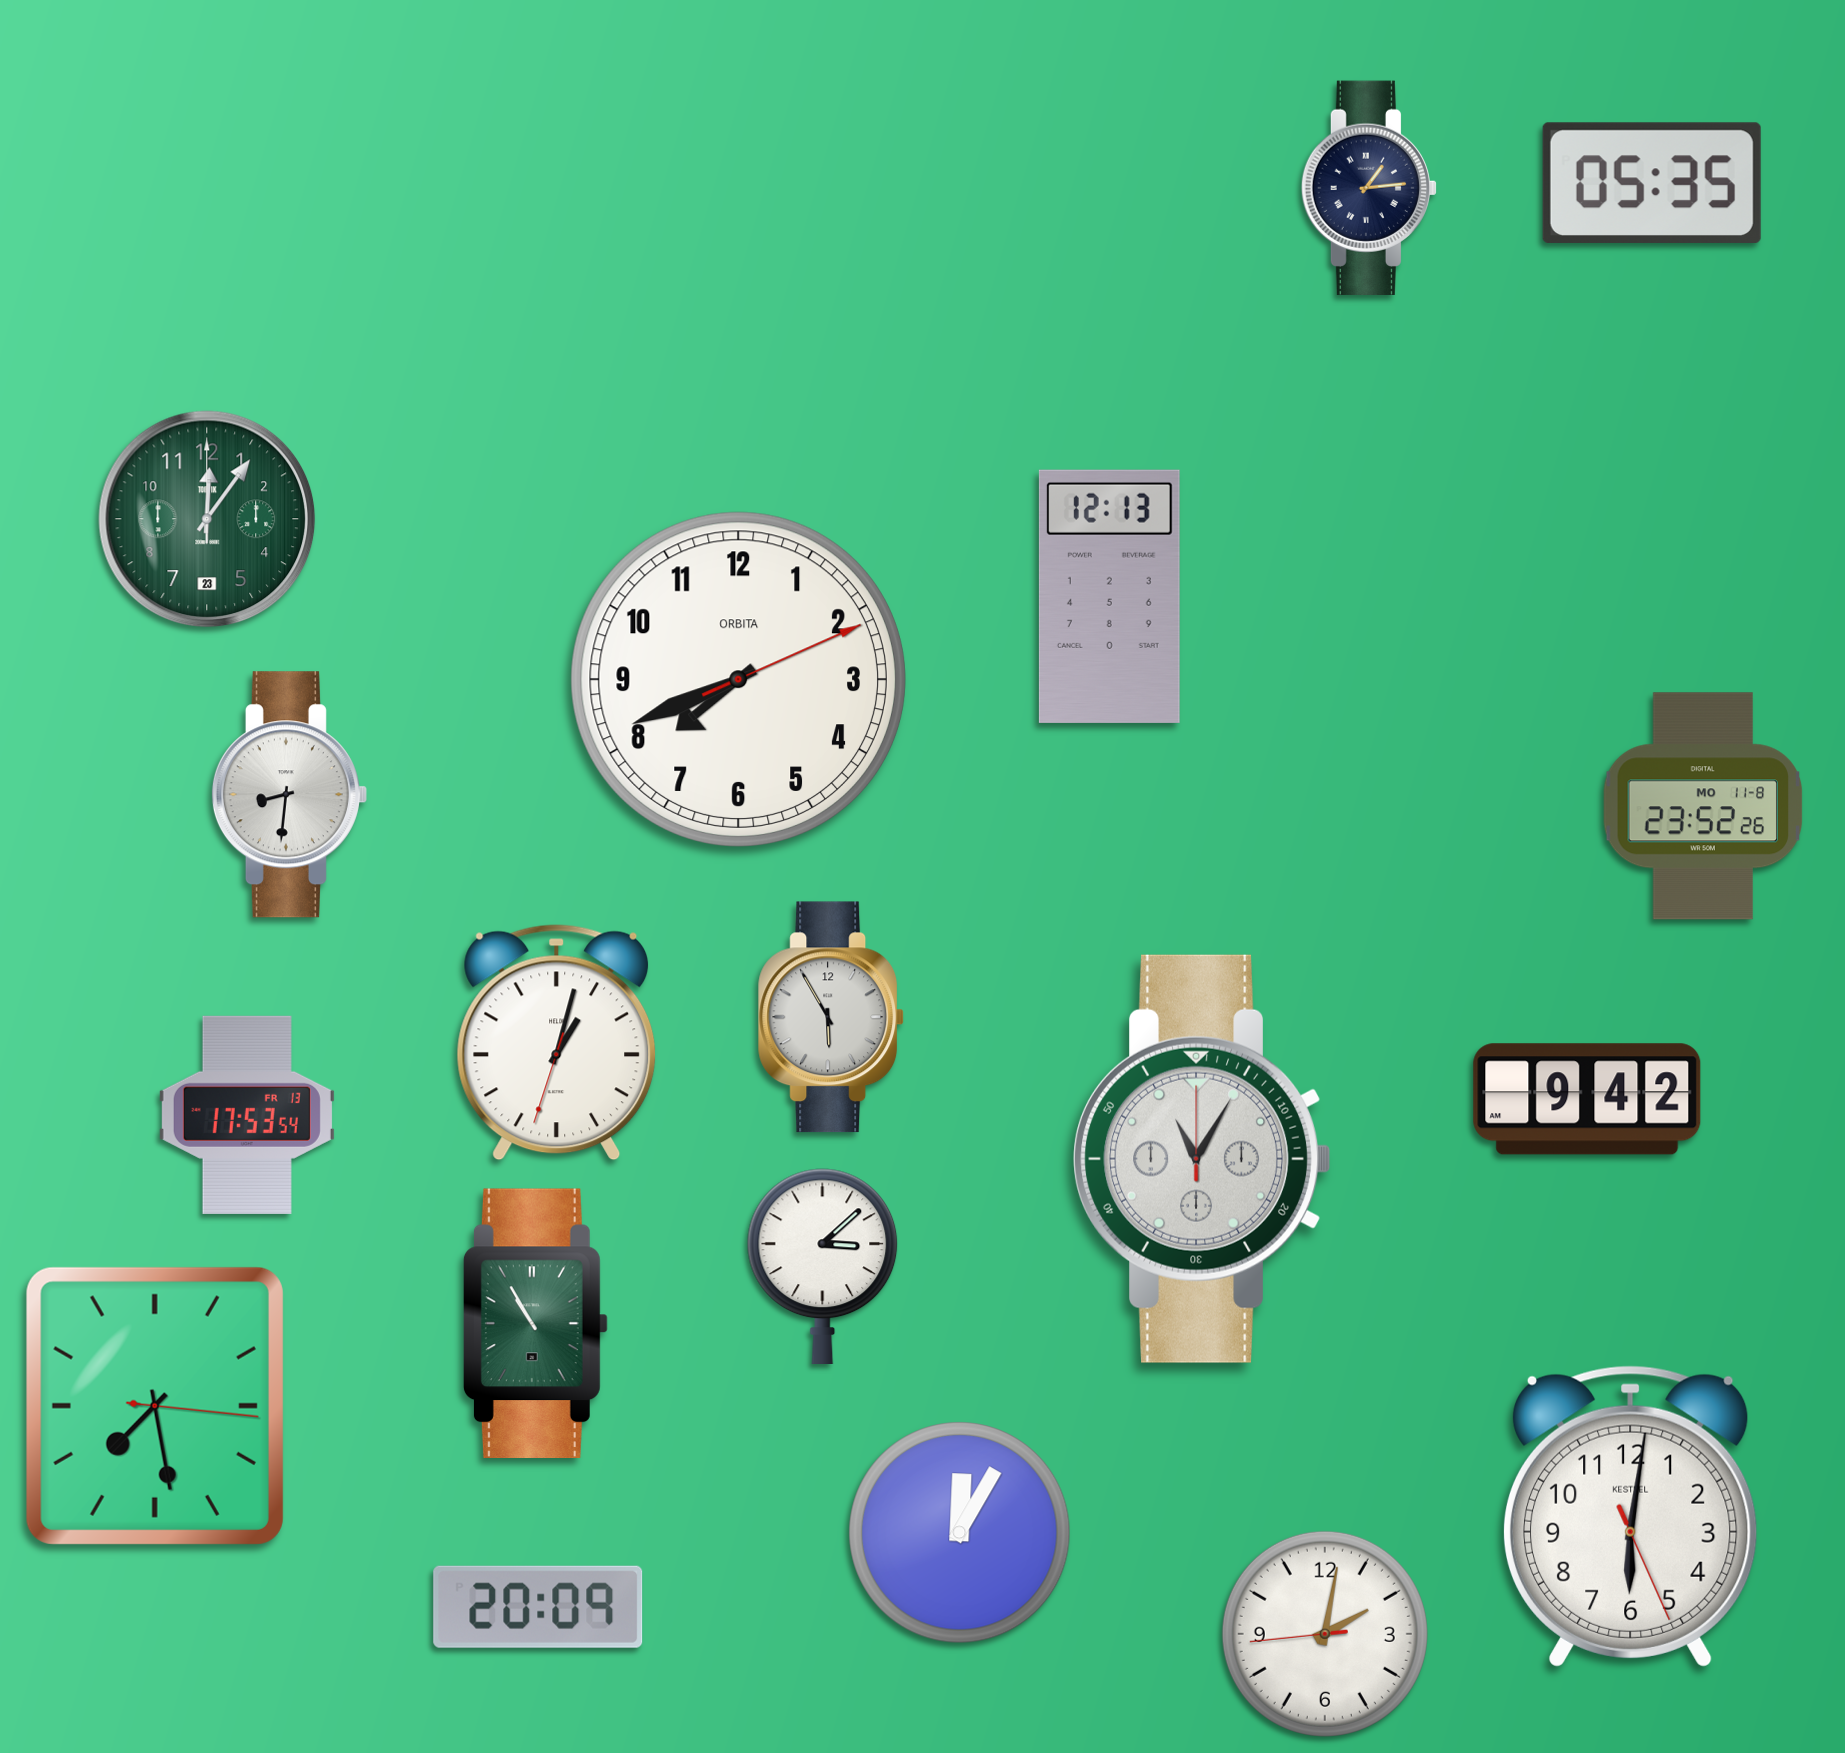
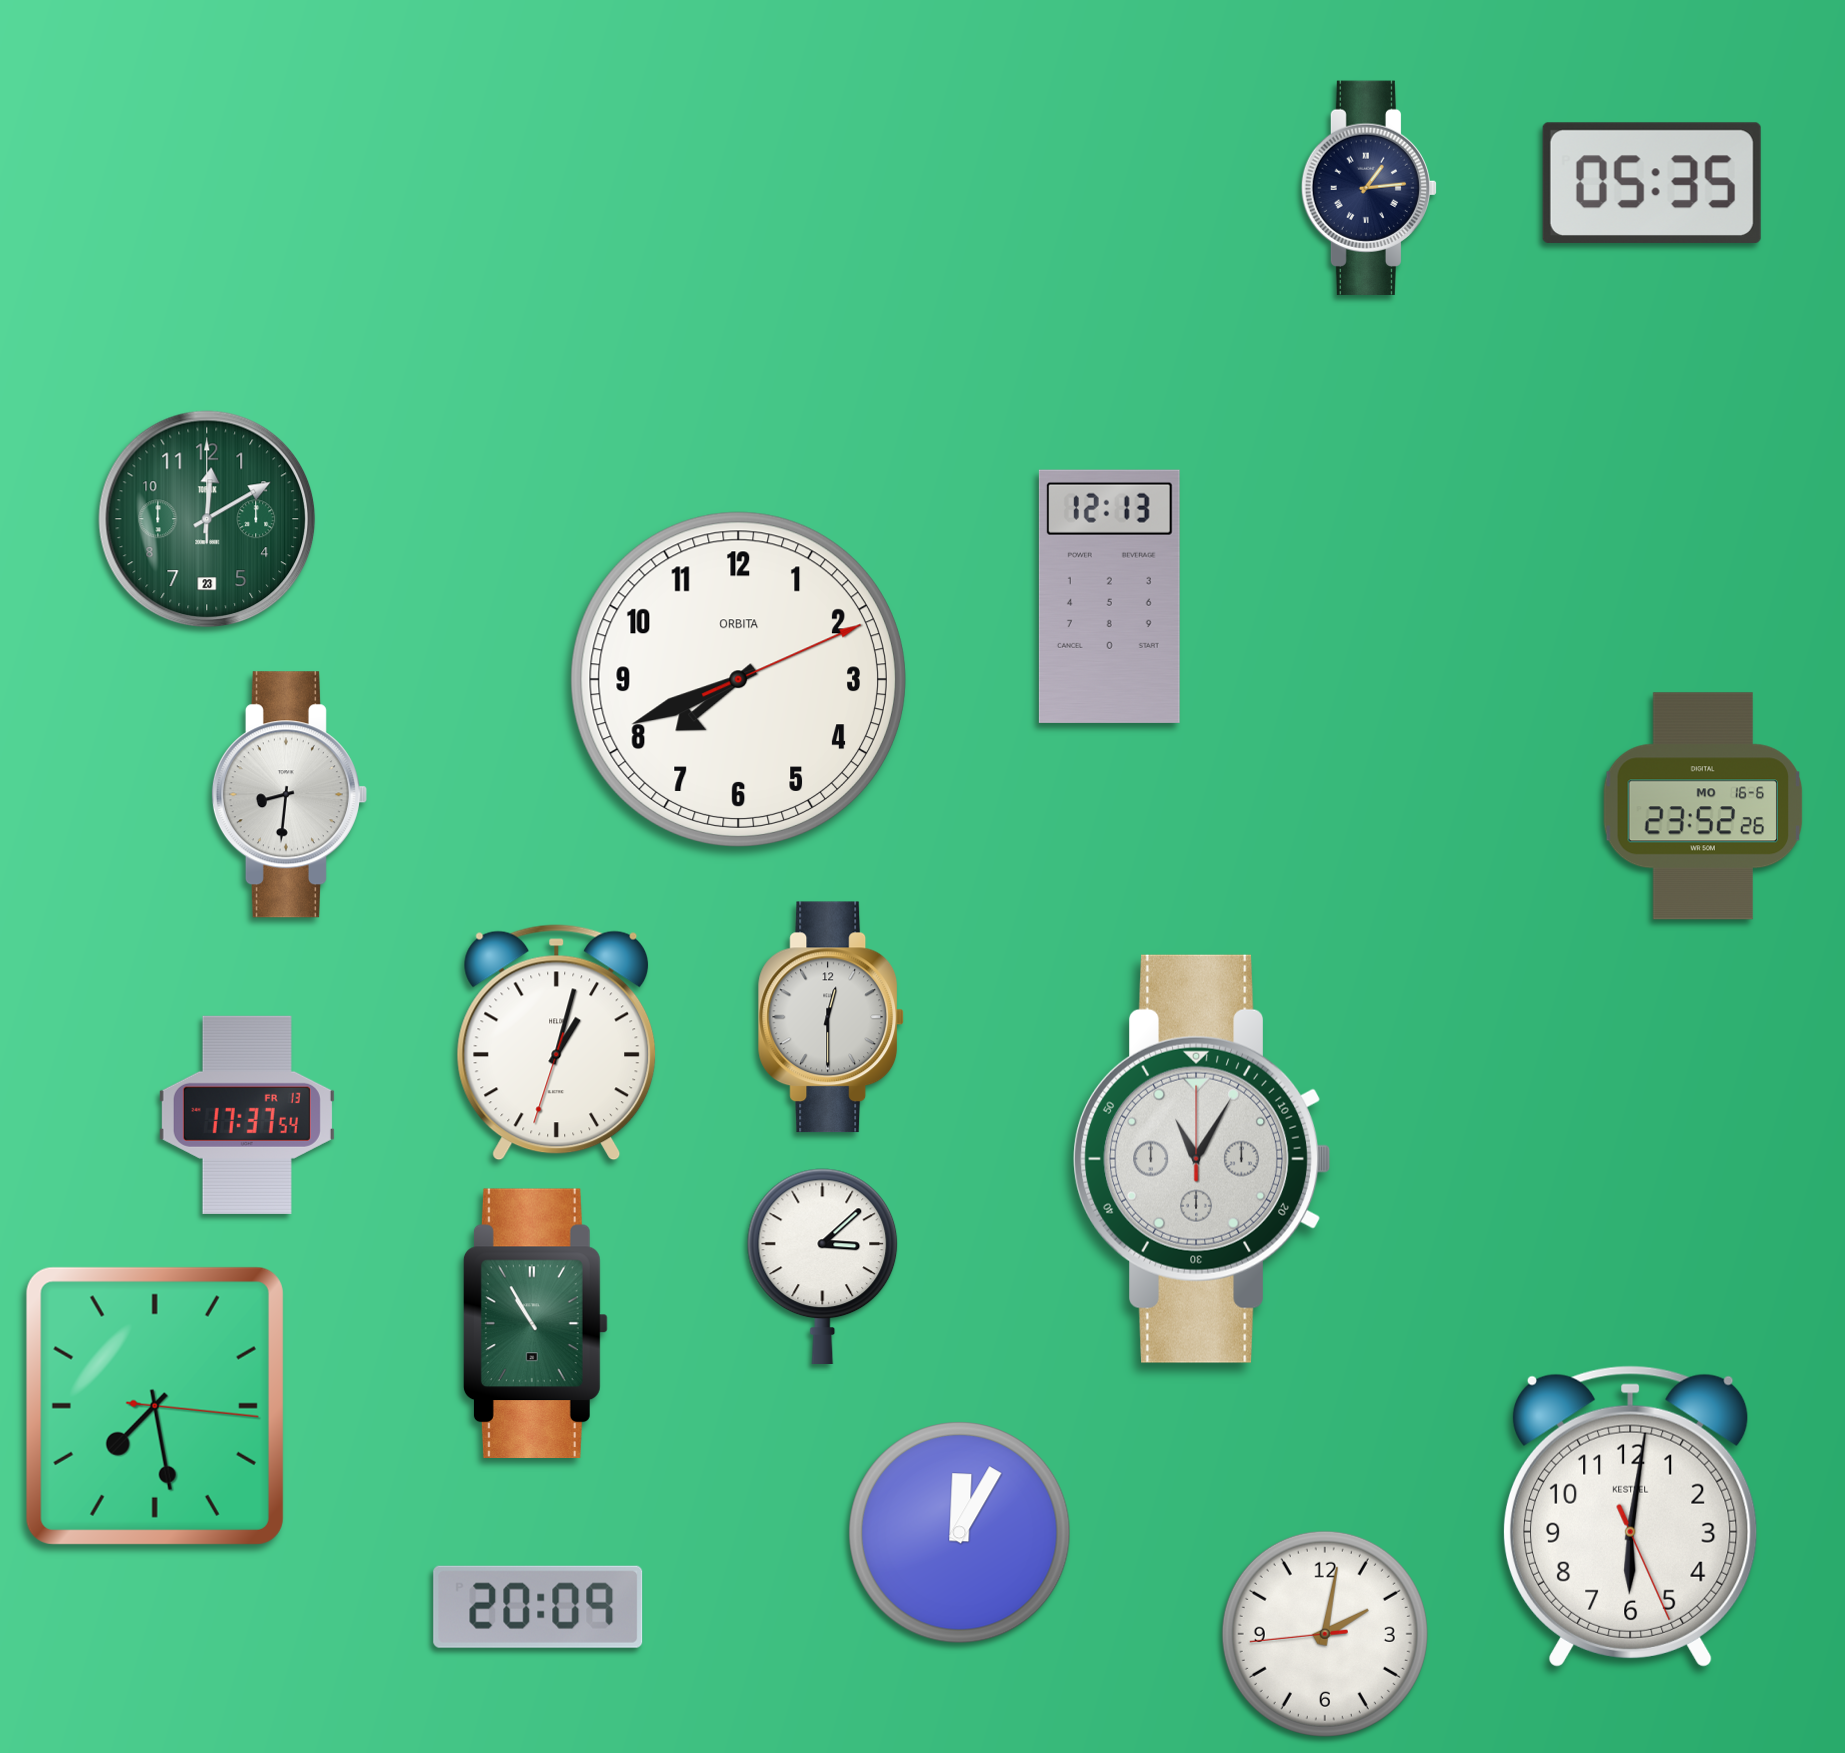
clock at (207, 519): 12:06 -> 12:10
clock at (1703, 806) date: MO 11-8 -> MO 16-6
clock at (831, 1017): 5:55 -> 12:30
clock at (1587, 1099): 9:42 -> none
clock at (247, 1115): 17:53 -> 17:37
